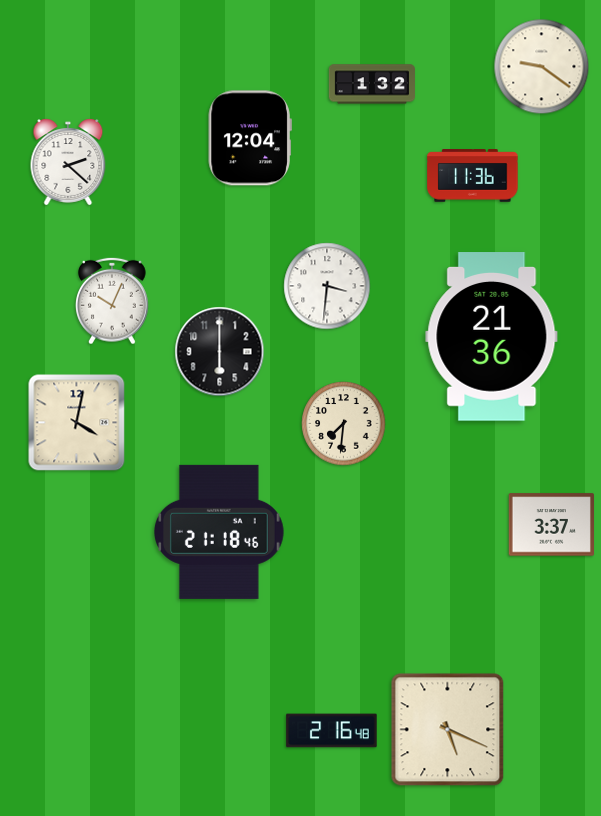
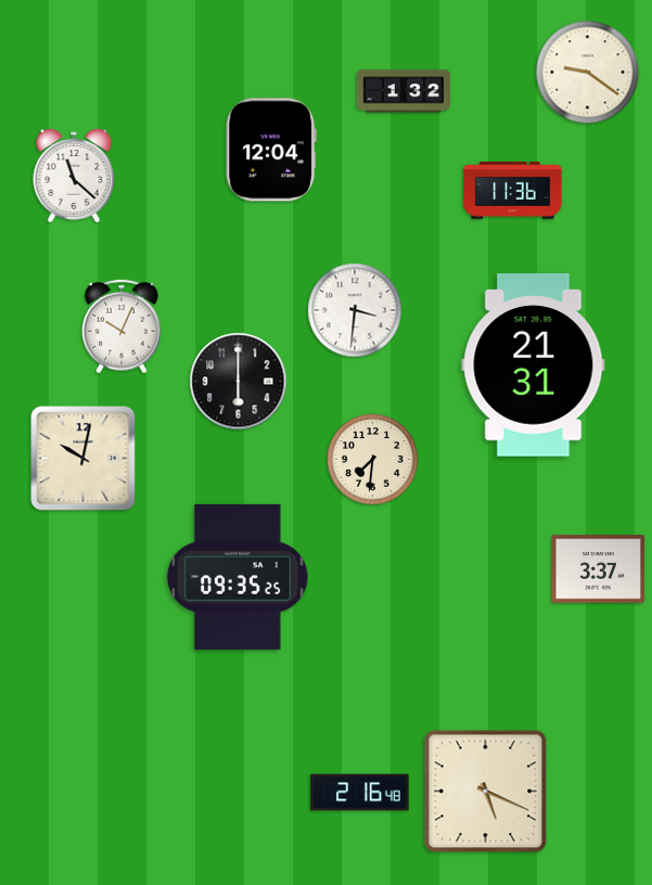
clock at (68, 162): 2:22 -> 11:22
clock at (492, 337): 21:36 -> 21:31
clock at (77, 423): 4:02 -> 10:02
clock at (220, 532): 21:18 -> 09:35
